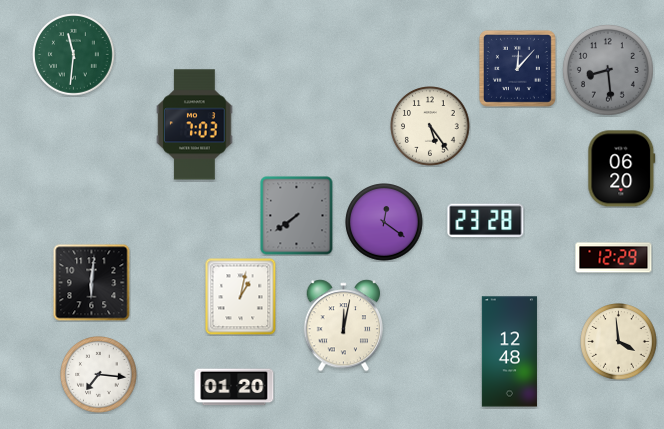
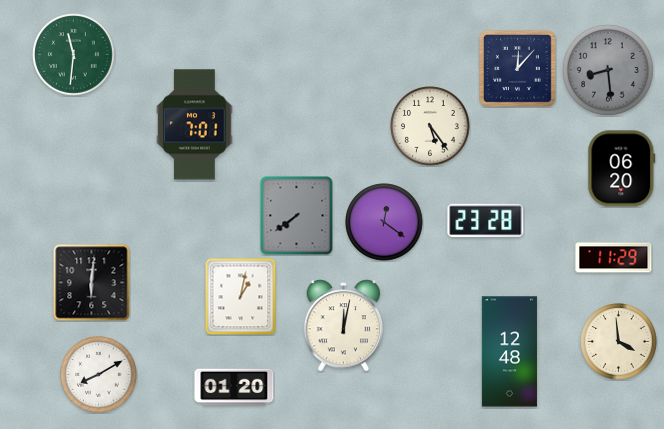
clock at (195, 125): 7:03 -> 7:01
clock at (614, 258): 12:29 -> 11:29
clock at (99, 375): 7:16 -> 8:10
